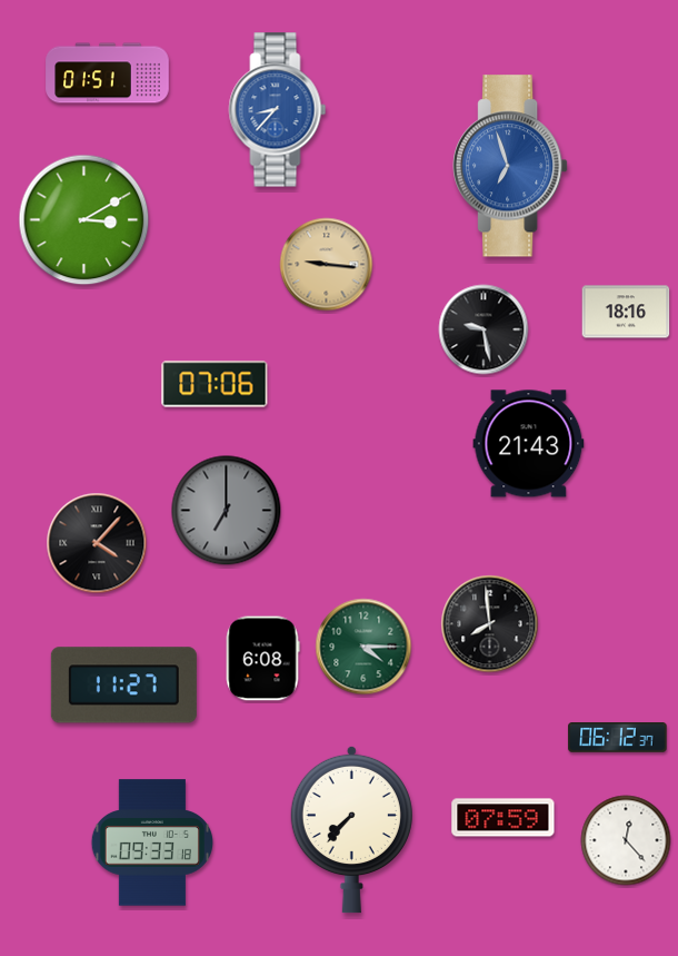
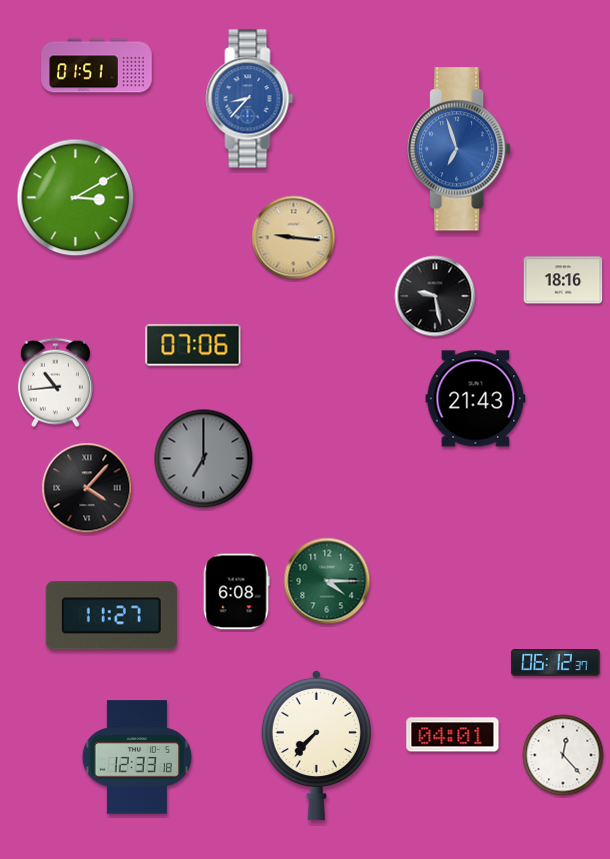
clock at (55, 383): none -> 10:44
clock at (490, 624): 7:59 -> none
clock at (503, 818): 07:59 -> 04:01
clock at (151, 842): 09:33 -> 12:33
